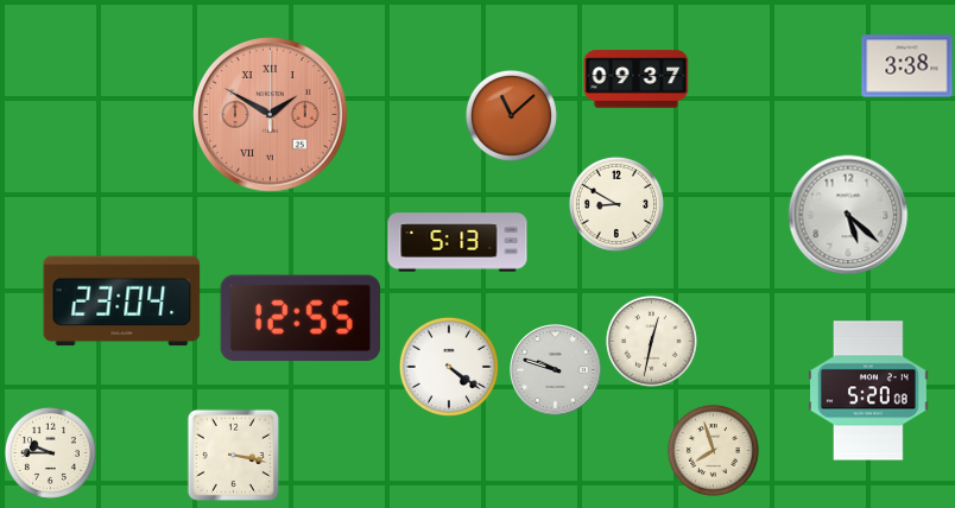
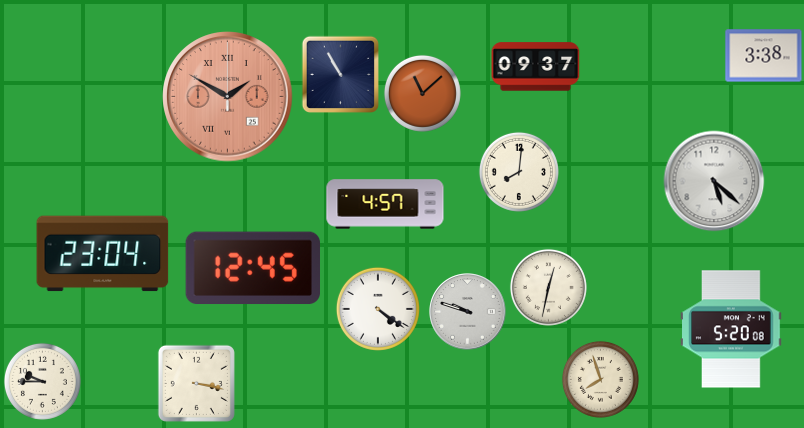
clock at (340, 74): none -> 10:55
clock at (511, 115) position: (511, 115) -> (422, 93)
clock at (616, 204): 8:50 -> 8:01
clock at (457, 242): 5:13 -> 4:57
clock at (299, 318): 12:55 -> 12:45
